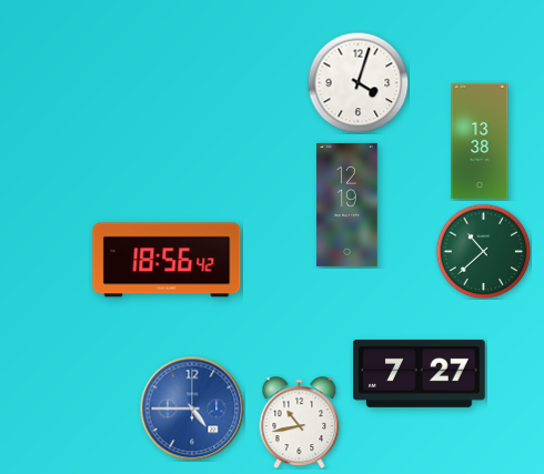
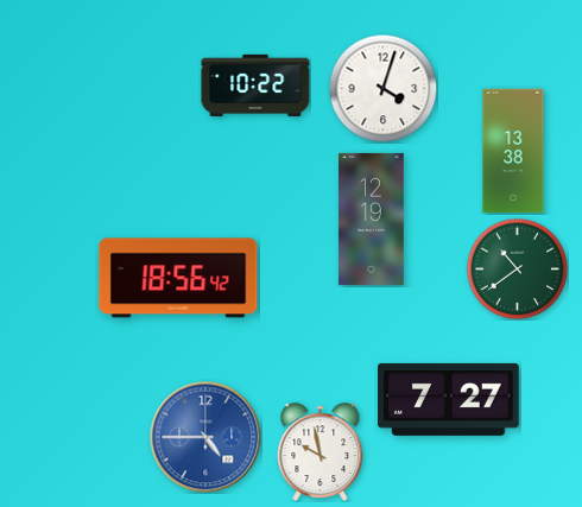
clock at (255, 85): none -> 10:22
clock at (483, 251): 10:38 -> 10:39
clock at (300, 423): 10:43 -> 9:58
